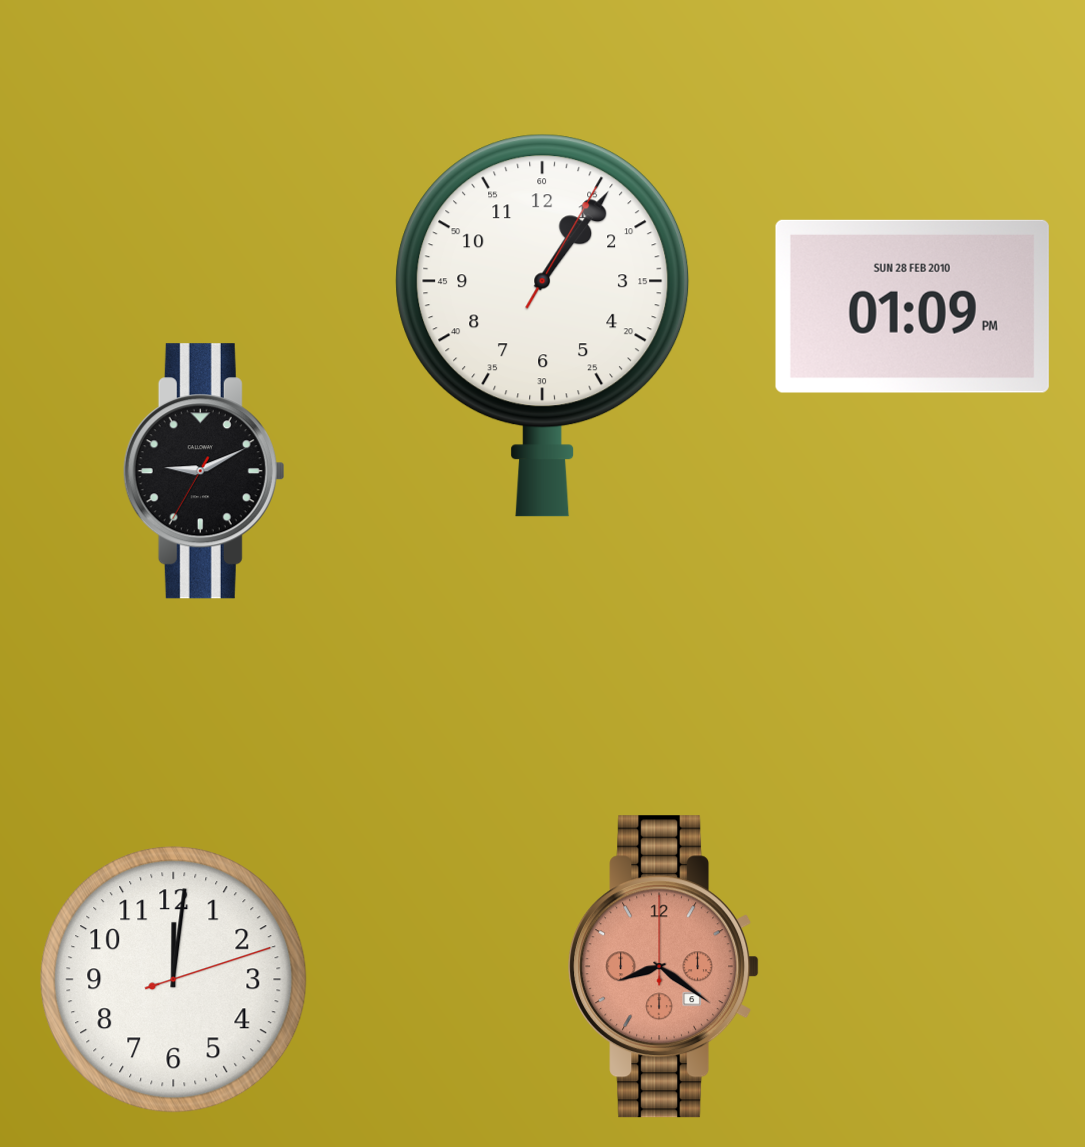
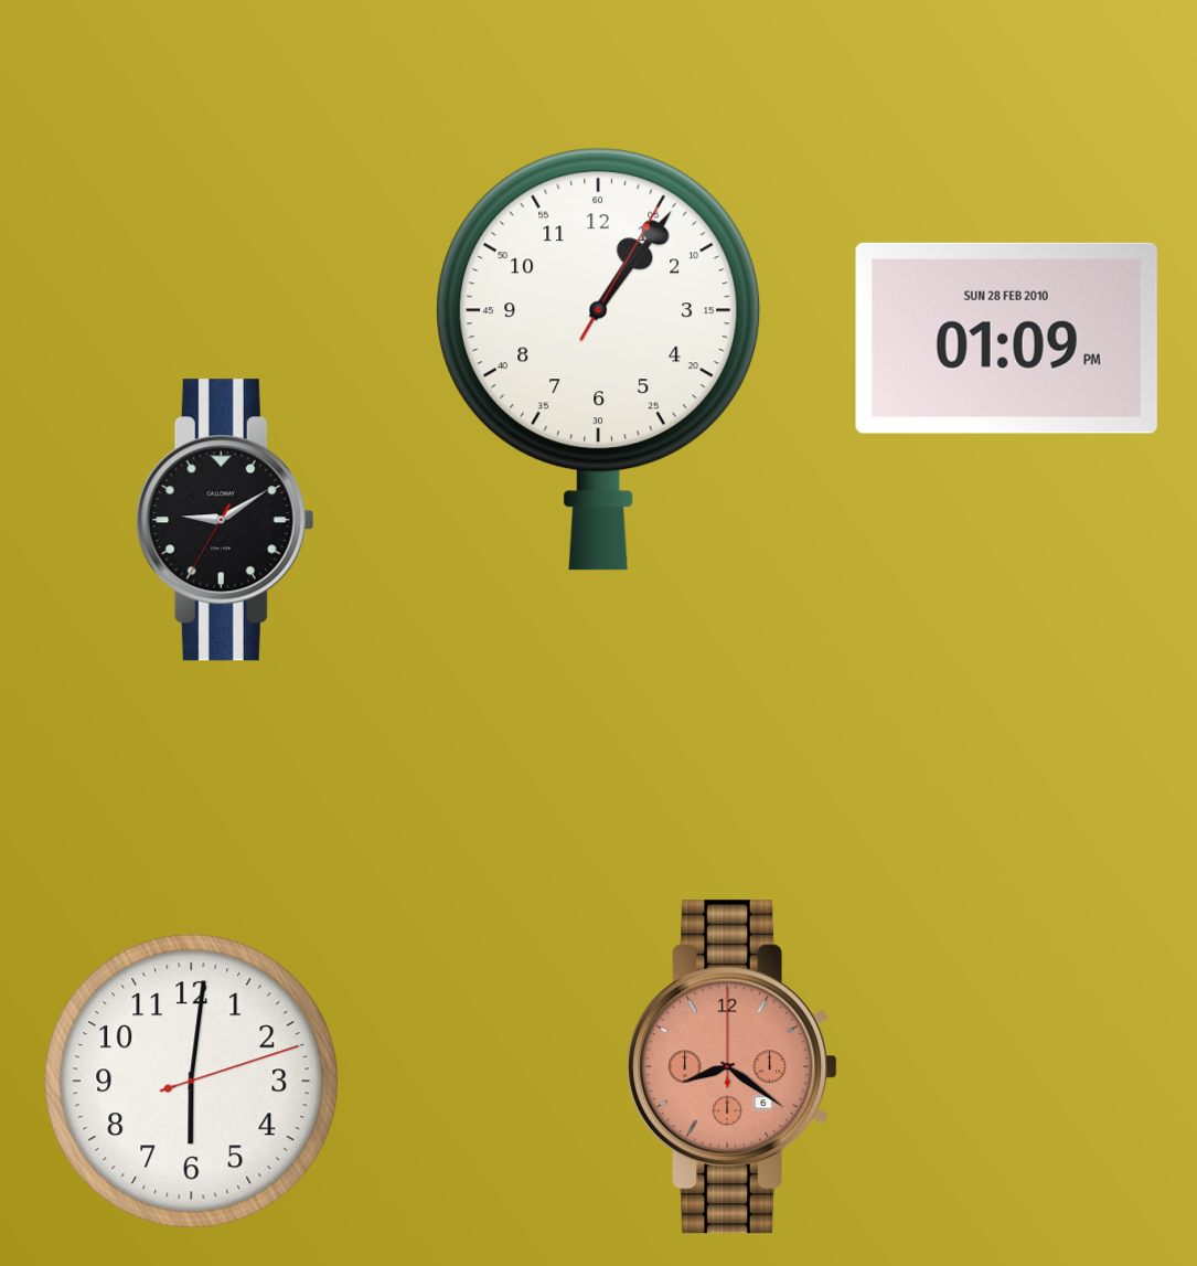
clock at (204, 471): 9:10 -> 9:09
clock at (174, 980): 12:01 -> 6:01
